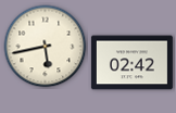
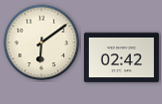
clock at (46, 47): 5:43 -> 6:09
